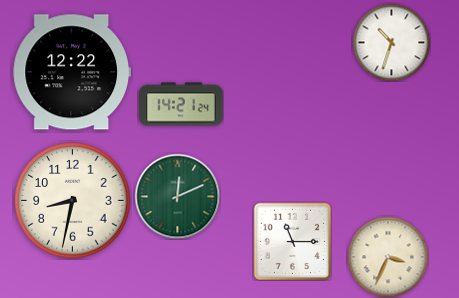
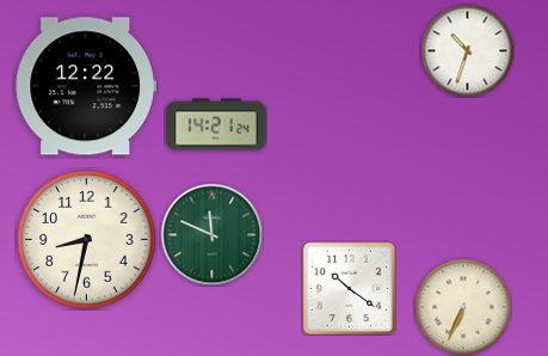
clock at (177, 196): 12:11 -> 11:49
clock at (292, 241): 11:15 -> 10:21
clock at (388, 257): 3:34 -> 6:34
